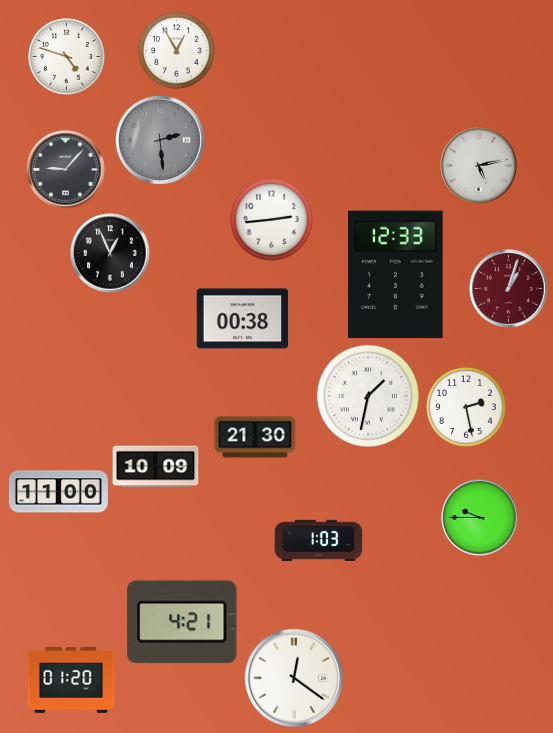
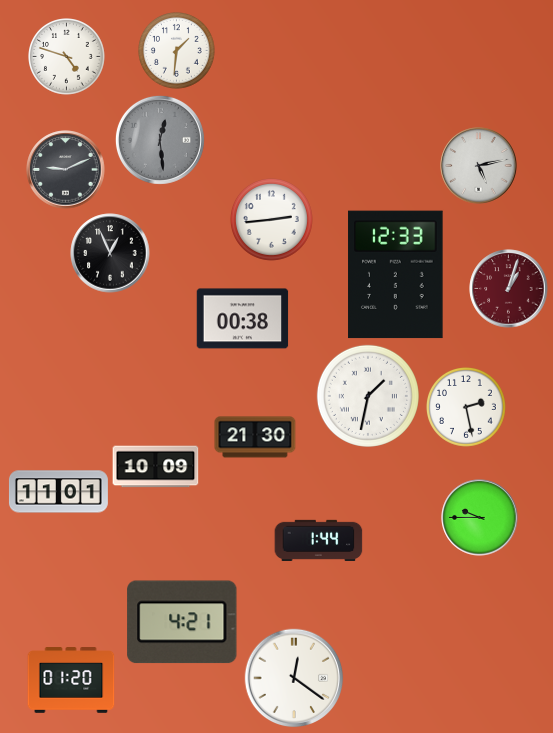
clock at (177, 51): 12:55 -> 1:31
clock at (160, 140): 2:29 -> 12:29
clock at (66, 170): 9:07 -> 9:11
clock at (58, 492): 11:00 -> 11:01
clock at (319, 540): 1:03 -> 1:44
